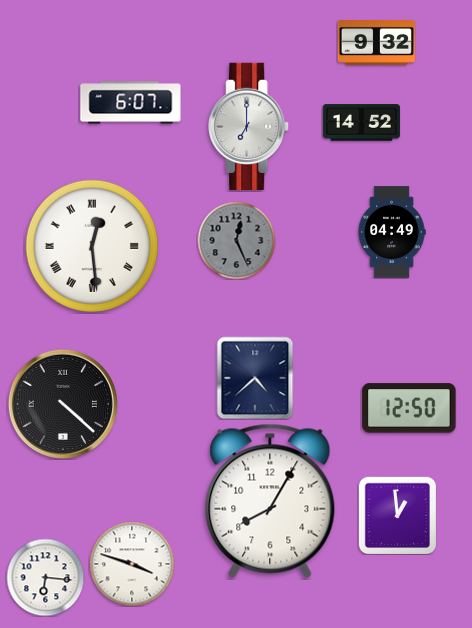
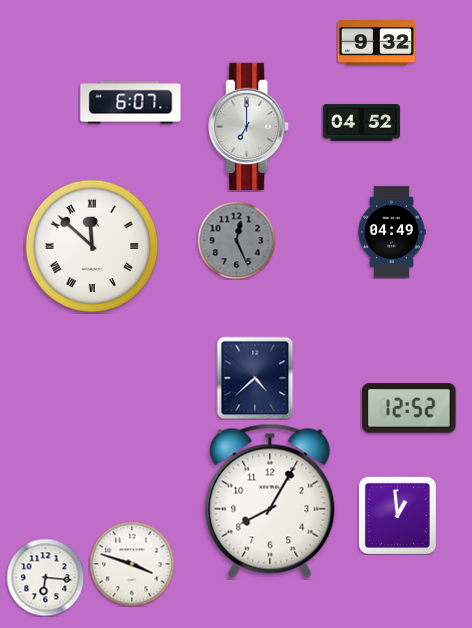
clock at (361, 123): 14:52 -> 04:52
clock at (91, 245): 12:29 -> 11:52
clock at (63, 404): 4:22 -> none
clock at (409, 408): 12:50 -> 12:52
